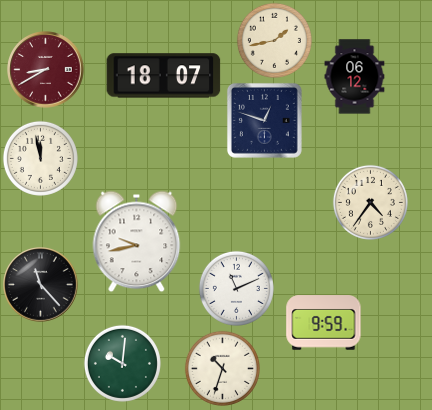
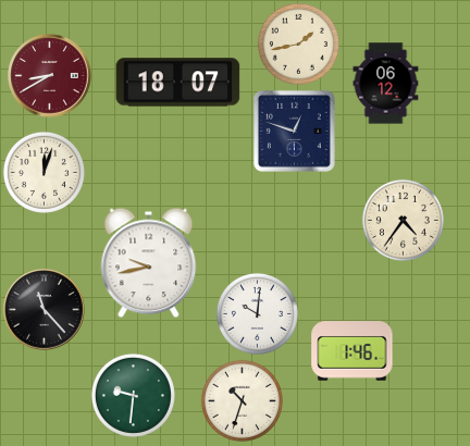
clock at (264, 120) position: (264, 120) -> (294, 131)
clock at (40, 158): 11:58 -> 12:03
clock at (236, 288): 11:11 -> 10:01
clock at (324, 323): 9:59 -> 1:46
clock at (122, 363): 10:01 -> 9:31
